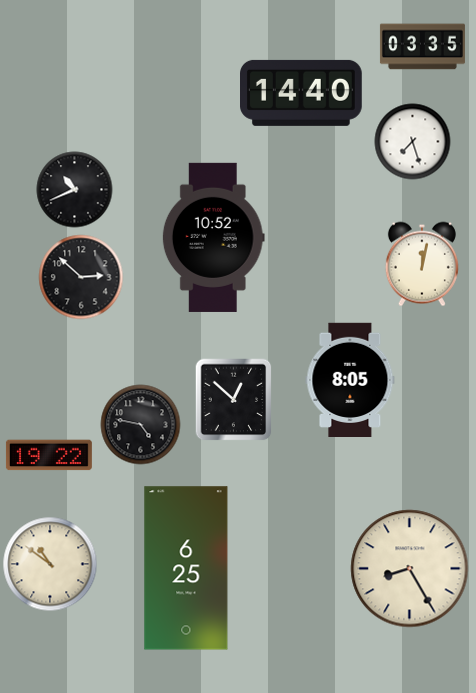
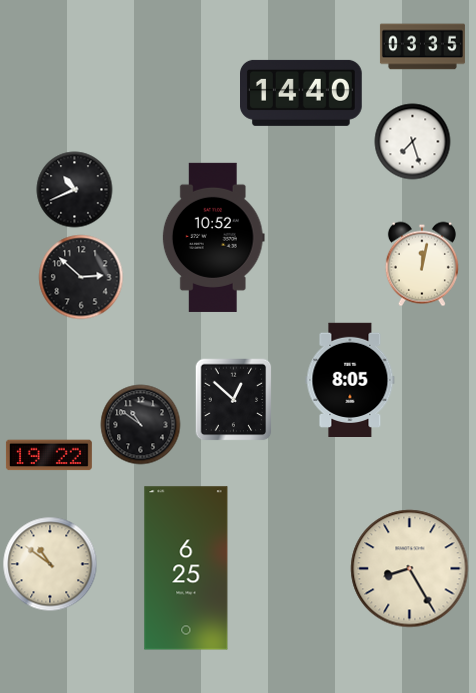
clock at (141, 425): 4:47 -> 10:51
